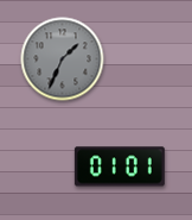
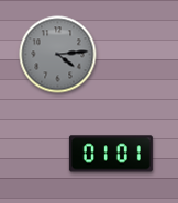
clock at (63, 59): 1:34 -> 4:14
